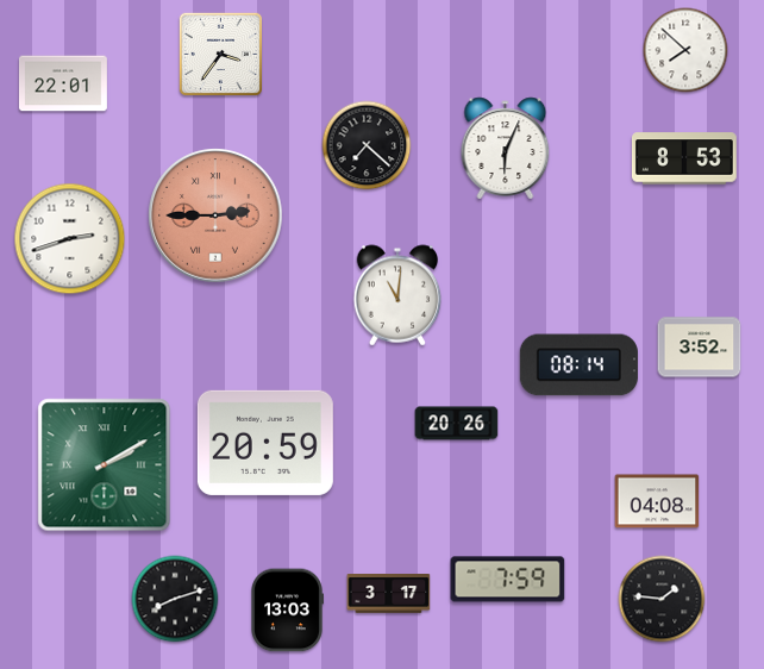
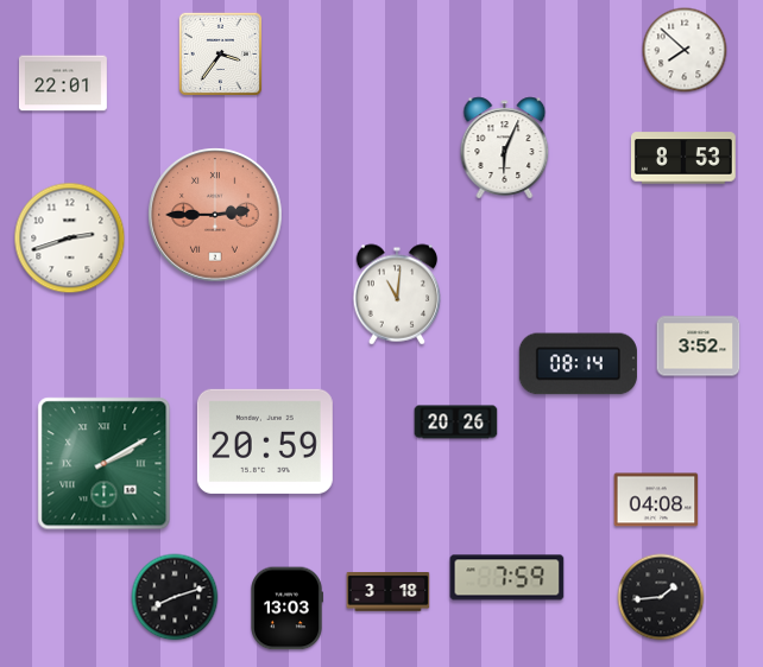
clock at (367, 145): 7:22 -> none
clock at (389, 594): 3:17 -> 3:18
clock at (662, 599): 1:46 -> 1:44
